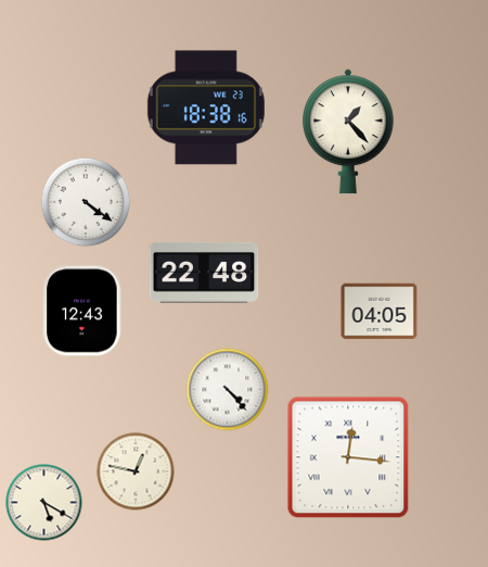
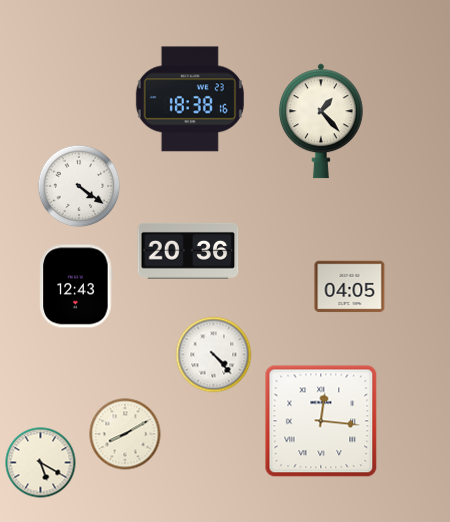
clock at (204, 273): 22:48 -> 20:36
clock at (228, 390) position: (228, 390) -> (214, 355)
clock at (136, 471): 12:47 -> 8:10
